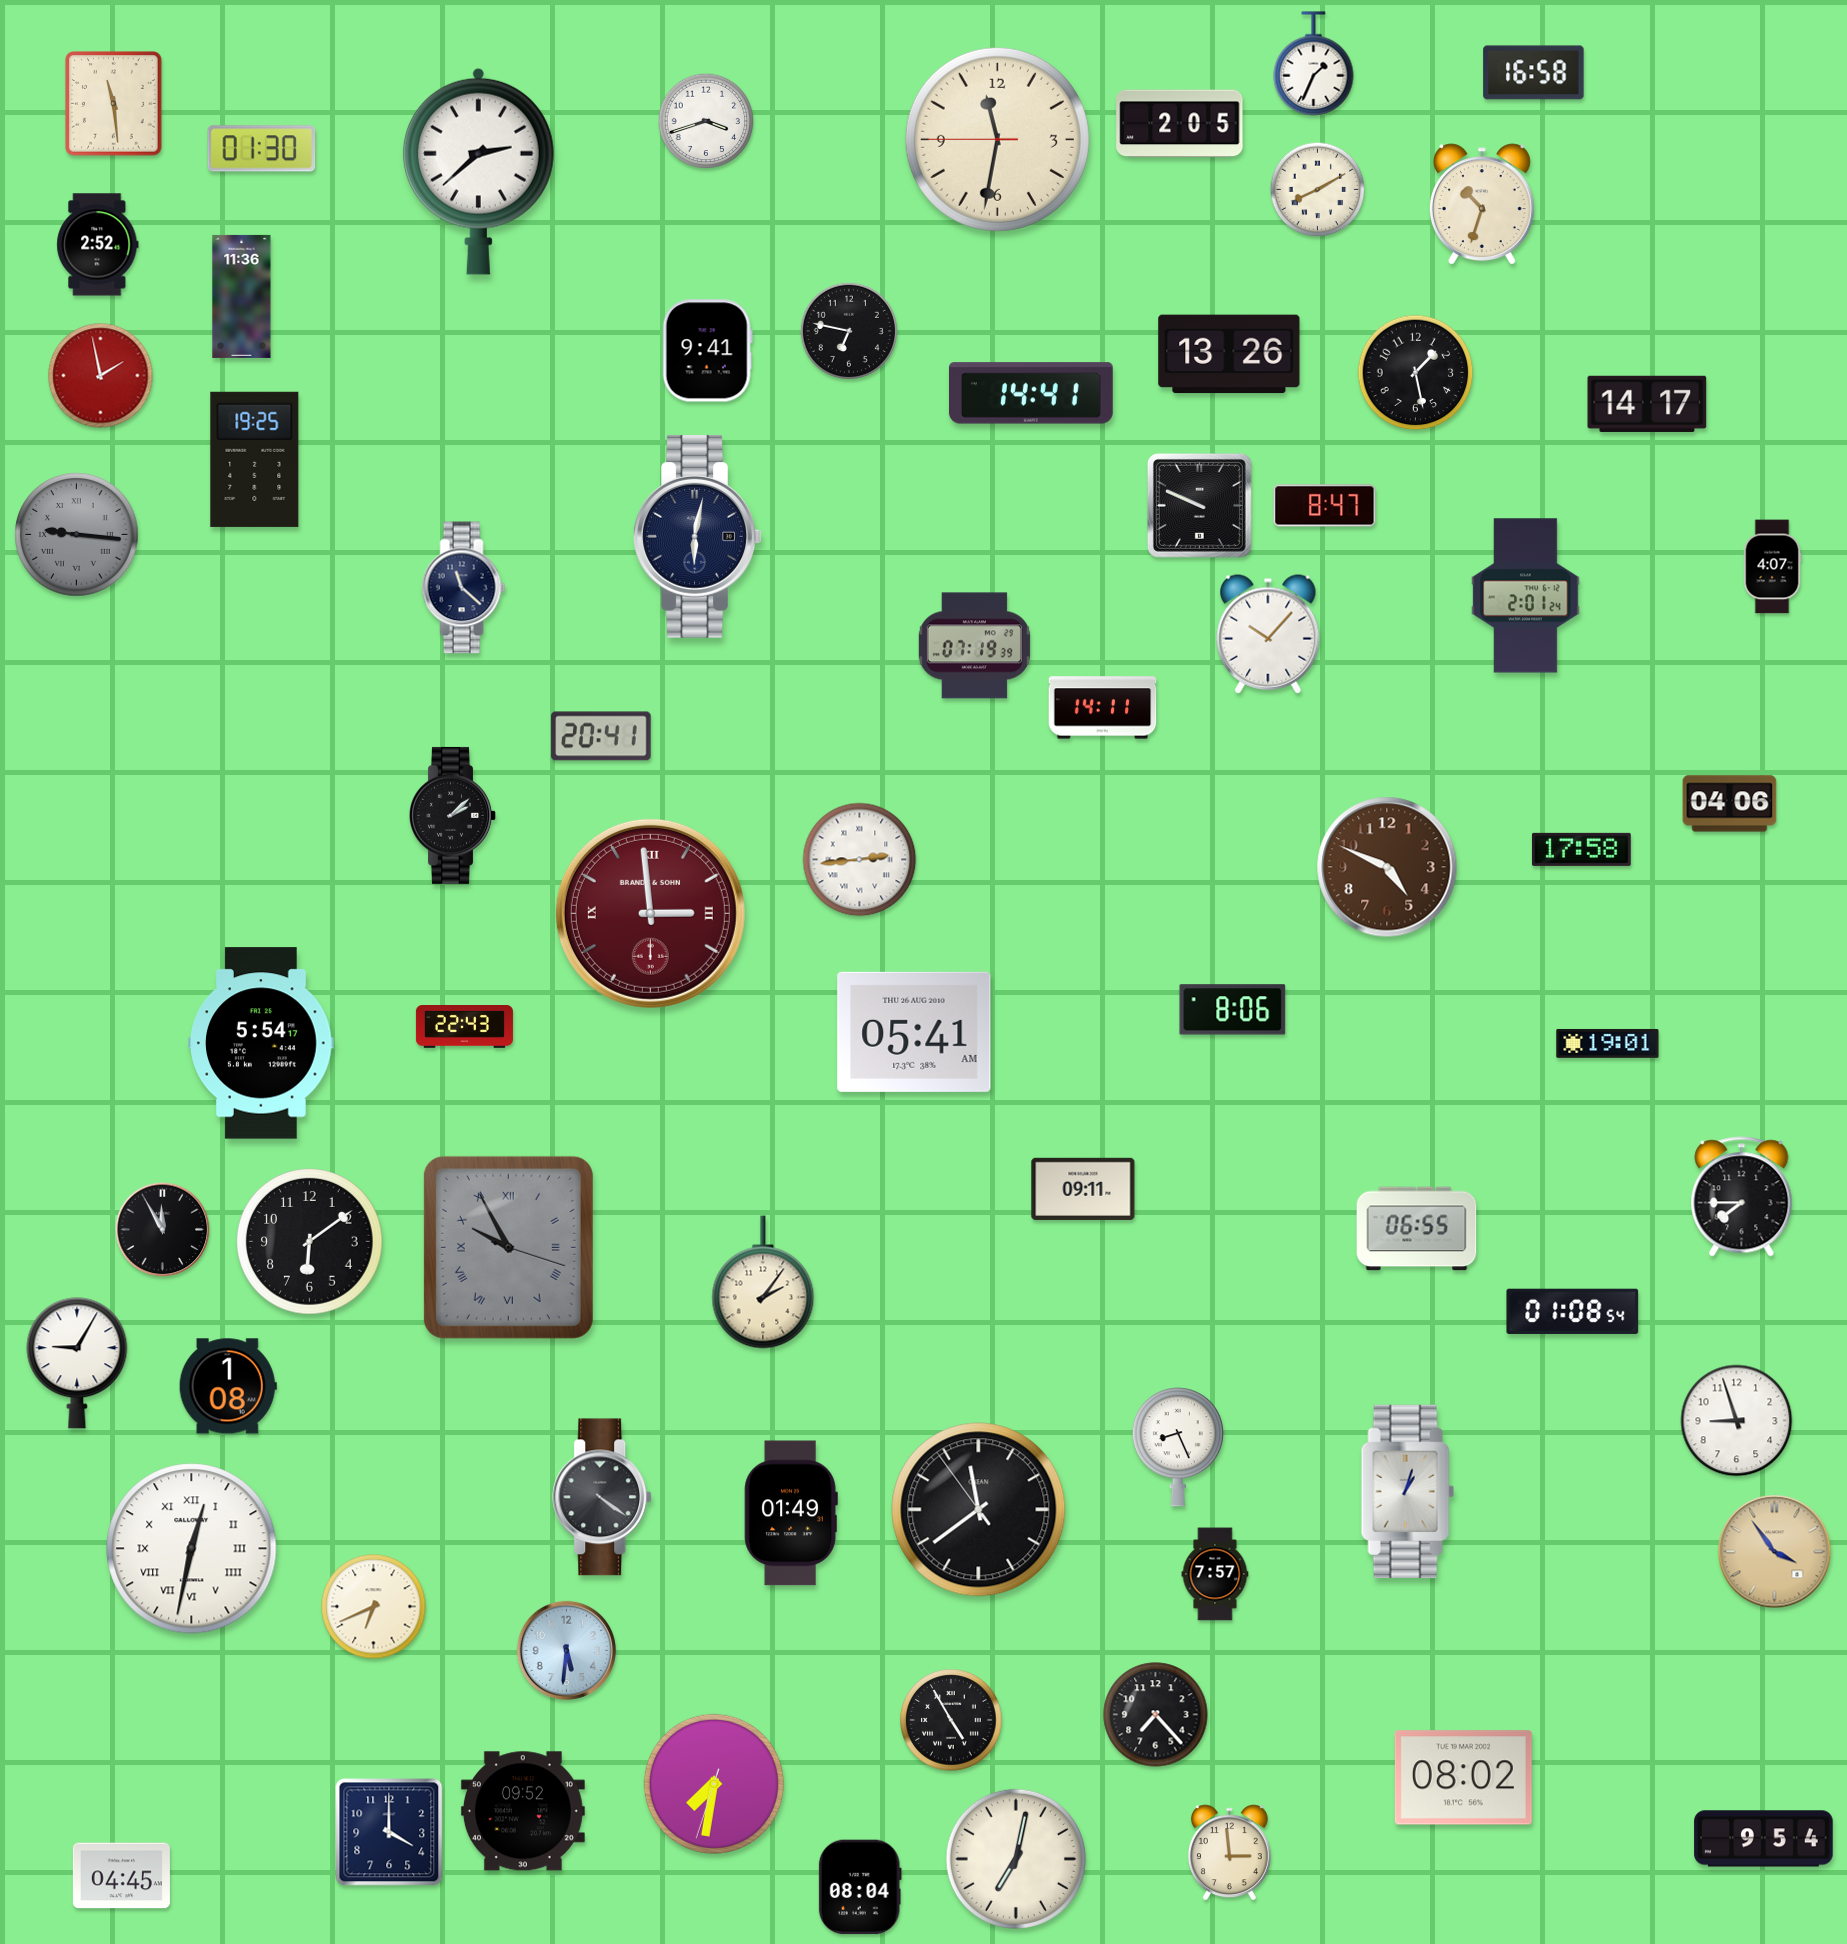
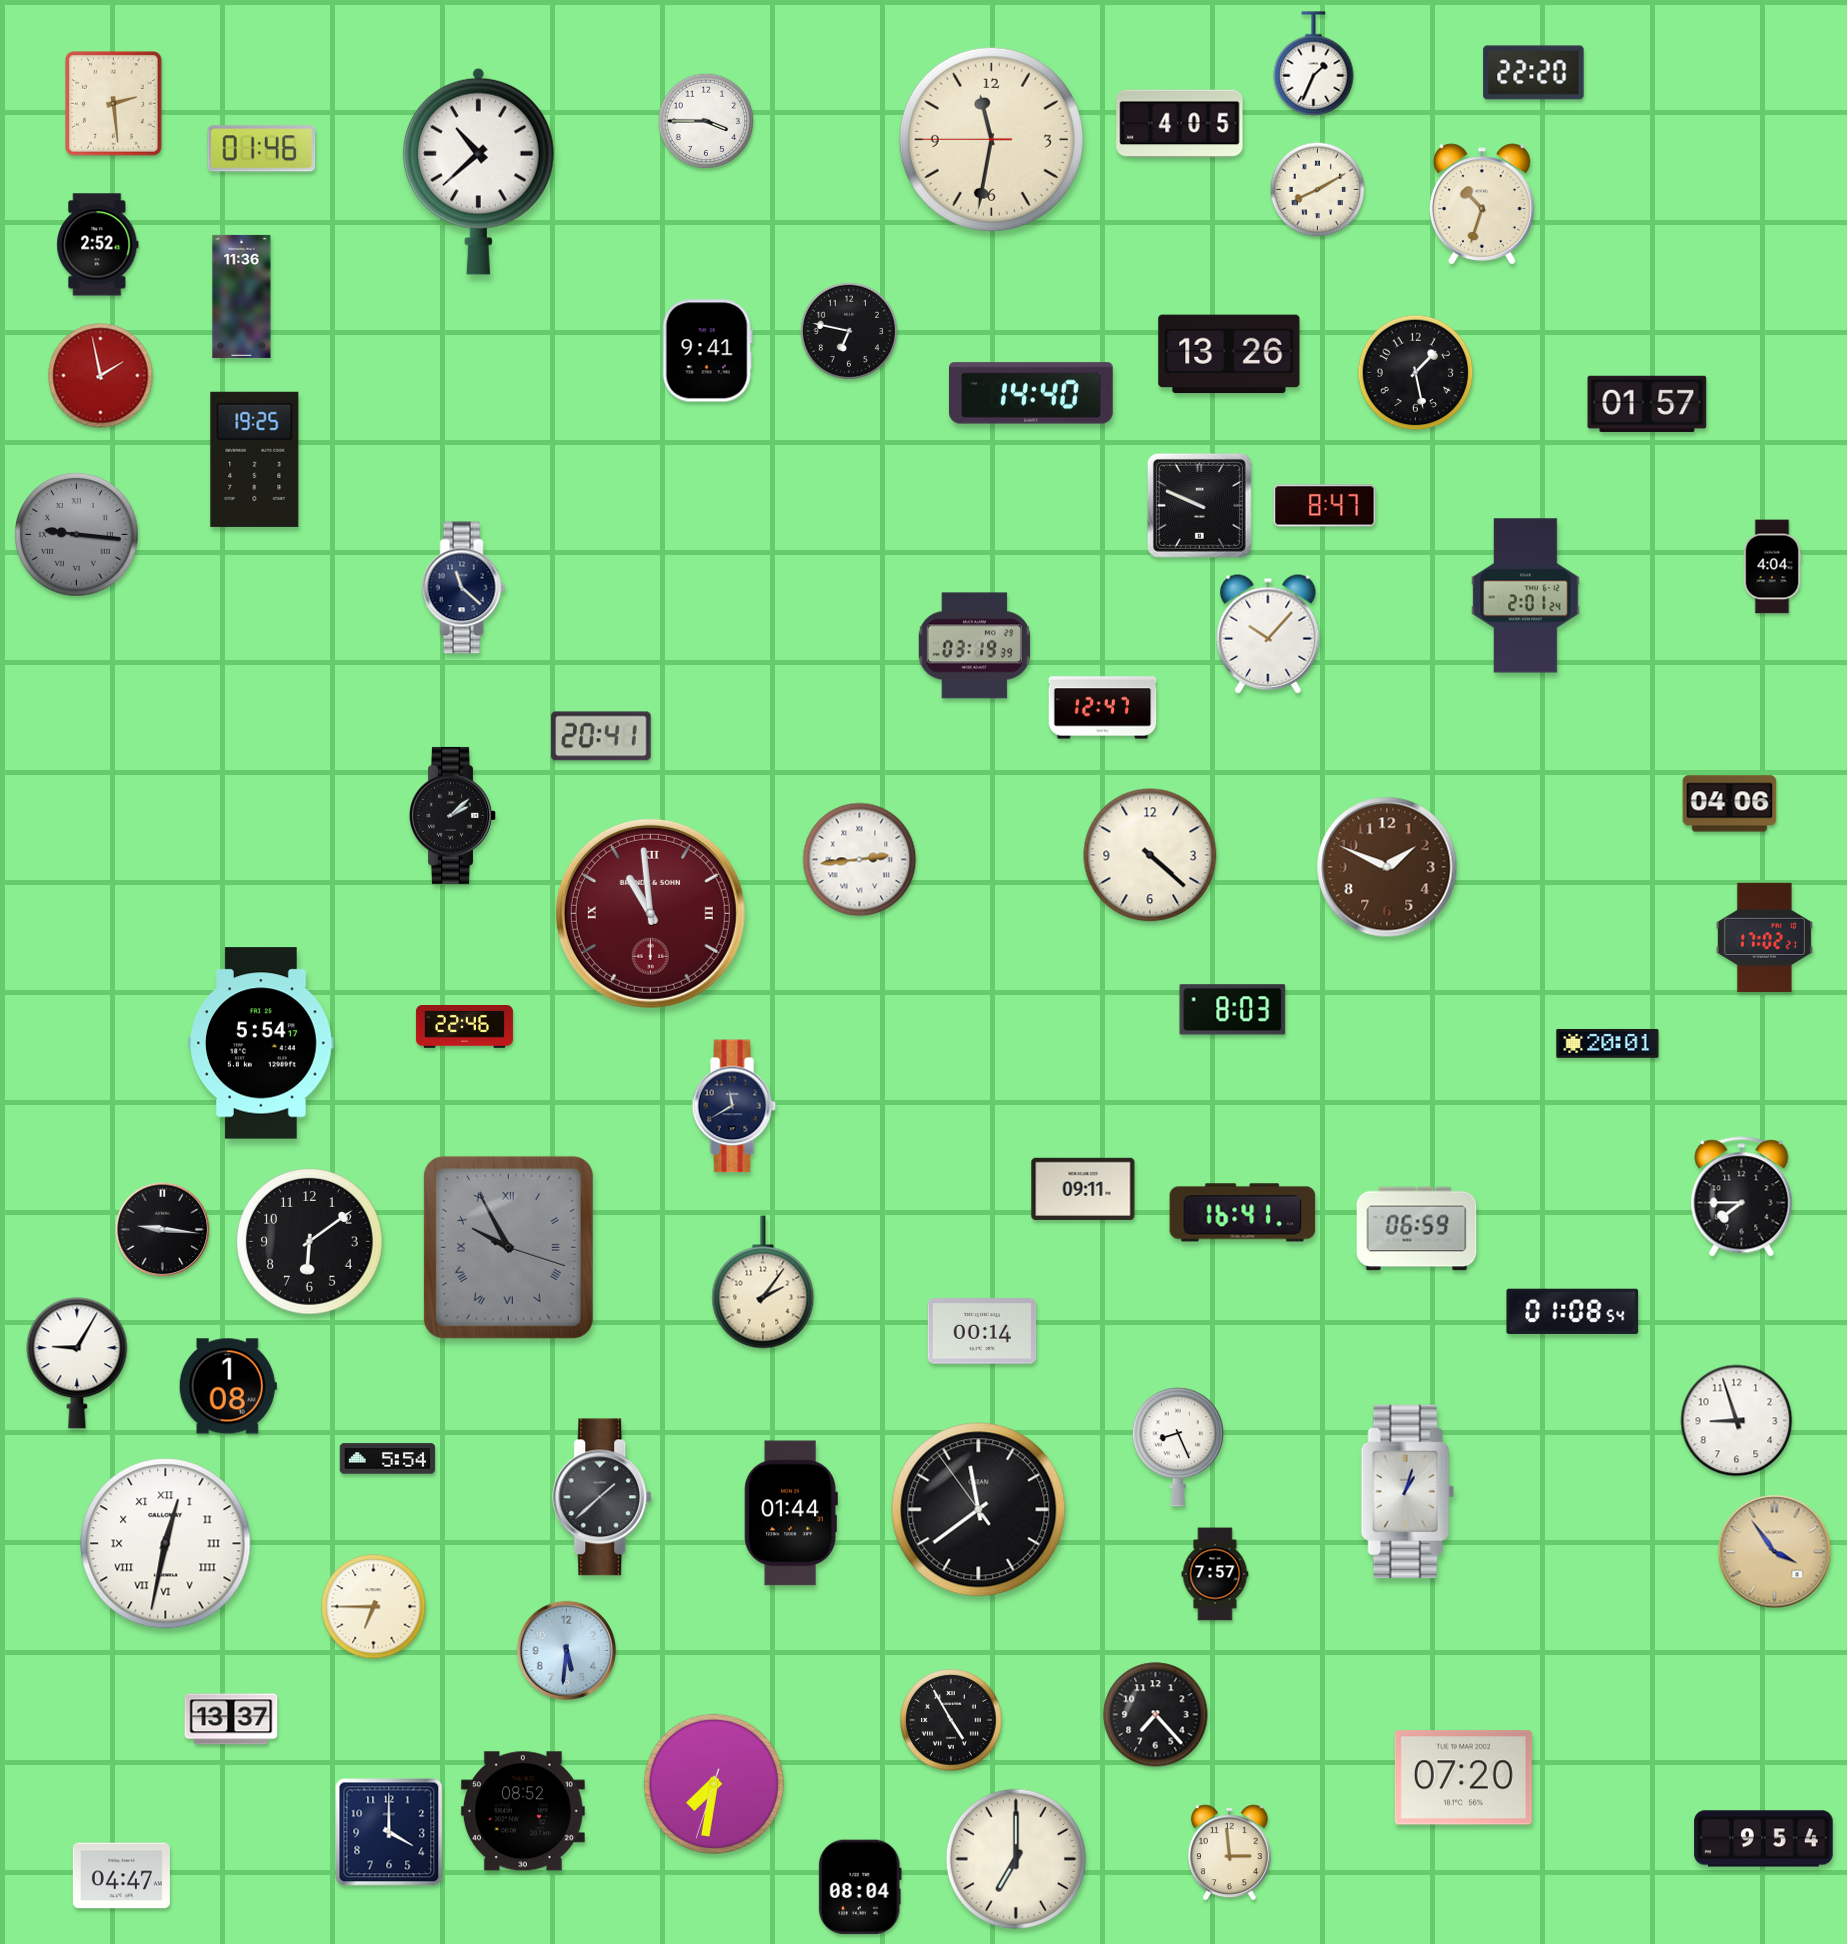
clock at (1534, 73): 16:58 -> 22:20
clock at (114, 104): 11:29 -> 2:29
clock at (706, 121): 3:42 -> 3:45
clock at (1180, 124): 2:05 -> 4:05
clock at (997, 139) position: (997, 139) -> (991, 139)
clock at (262, 149): 01:30 -> 01:46
clock at (478, 171): 2:38 -> 10:38
clock at (1031, 393): 14:41 -> 14:40
clock at (1647, 404): 14:17 -> 01:57
clock at (698, 536): 6:02 -> none
clock at (1772, 567): 4:07 -> 4:04
clock at (974, 646): 07:19 -> 03:19
clock at (1103, 708): 14:11 -> 12:47
clock at (1581, 849): 17:58 -> none
clock at (1150, 855): none -> 4:22
clock at (1387, 867): 4:49 -> 1:49
clock at (650, 913): 2:59 -> 10:59
clock at (1764, 937): none -> 17:02
clock at (1233, 1010): 8:06 -> 8:03
clock at (464, 1027): 22:43 -> 22:46
clock at (914, 1032): 05:41 -> none
clock at (1608, 1043): 19:01 -> 20:01
clock at (734, 1106): none -> 11:40
clock at (1243, 1213): none -> 16:41
clock at (1417, 1229): 06:55 -> 06:59
clock at (163, 1230): 11:55 -> 9:16
clock at (982, 1331): none -> 00:14
clock at (388, 1459): none -> 5:54
clock at (603, 1497): 4:21 -> 1:38
clock at (791, 1513): 01:49 -> 01:44
clock at (192, 1549) position: (192, 1549) -> (166, 1544)
clock at (374, 1607): 6:41 -> 6:45
clock at (231, 1719): none -> 13:37
clock at (1463, 1778): 08:02 -> 07:20
clock at (523, 1811): 09:52 -> 08:52
clock at (1016, 1859): 7:02 -> 7:00
clock at (121, 1876): 04:45 -> 04:47
